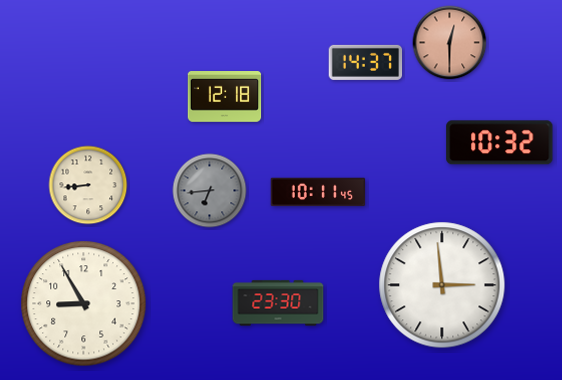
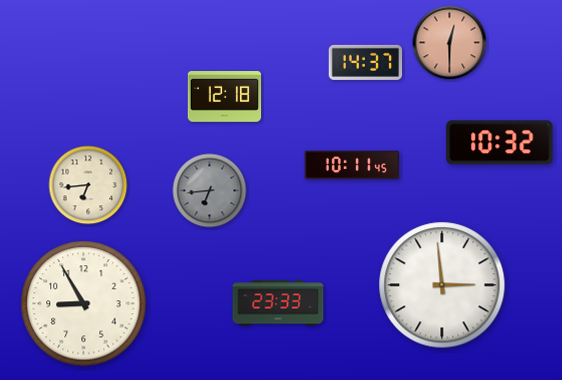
clock at (88, 185): 8:44 -> 6:44
clock at (318, 192) position: (318, 192) -> (352, 165)
clock at (278, 303): 23:30 -> 23:33
